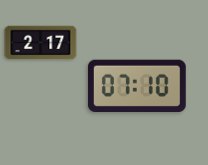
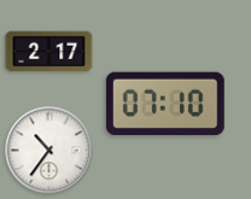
clock at (49, 151): none -> 10:36
